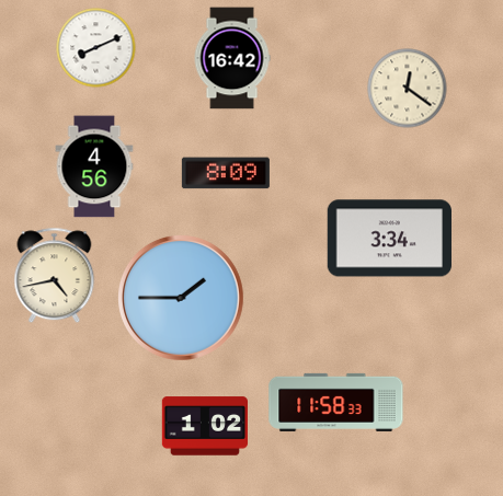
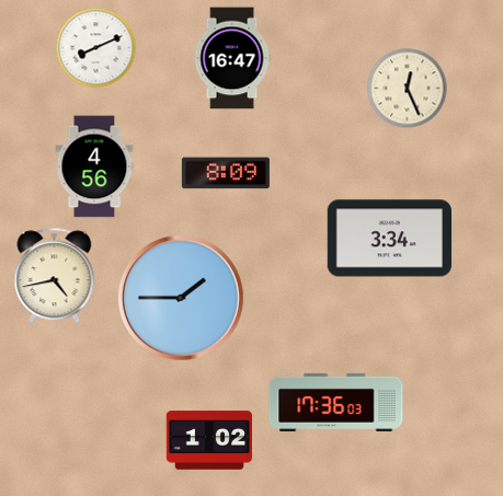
clock at (232, 58): 16:42 -> 16:47
clock at (408, 89): 12:21 -> 12:26
clock at (336, 402): 11:58 -> 17:36
clock at (204, 426) position: (204, 426) -> (208, 440)
